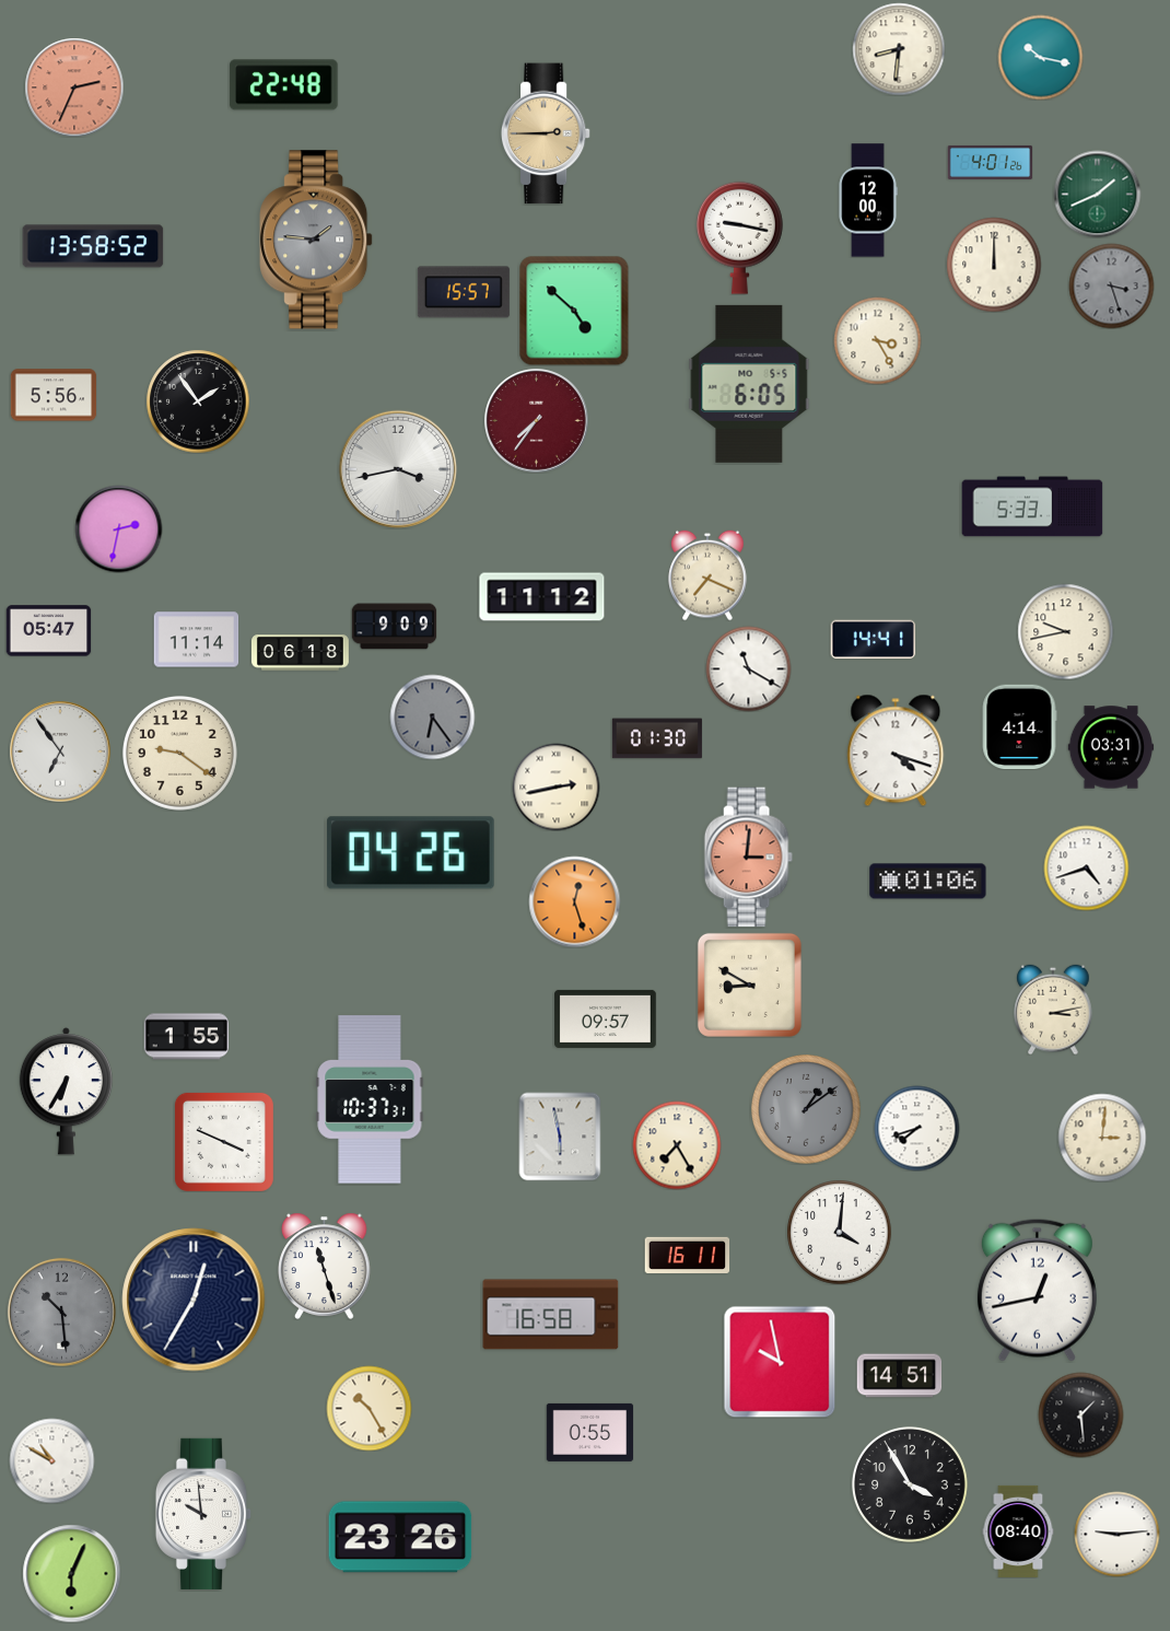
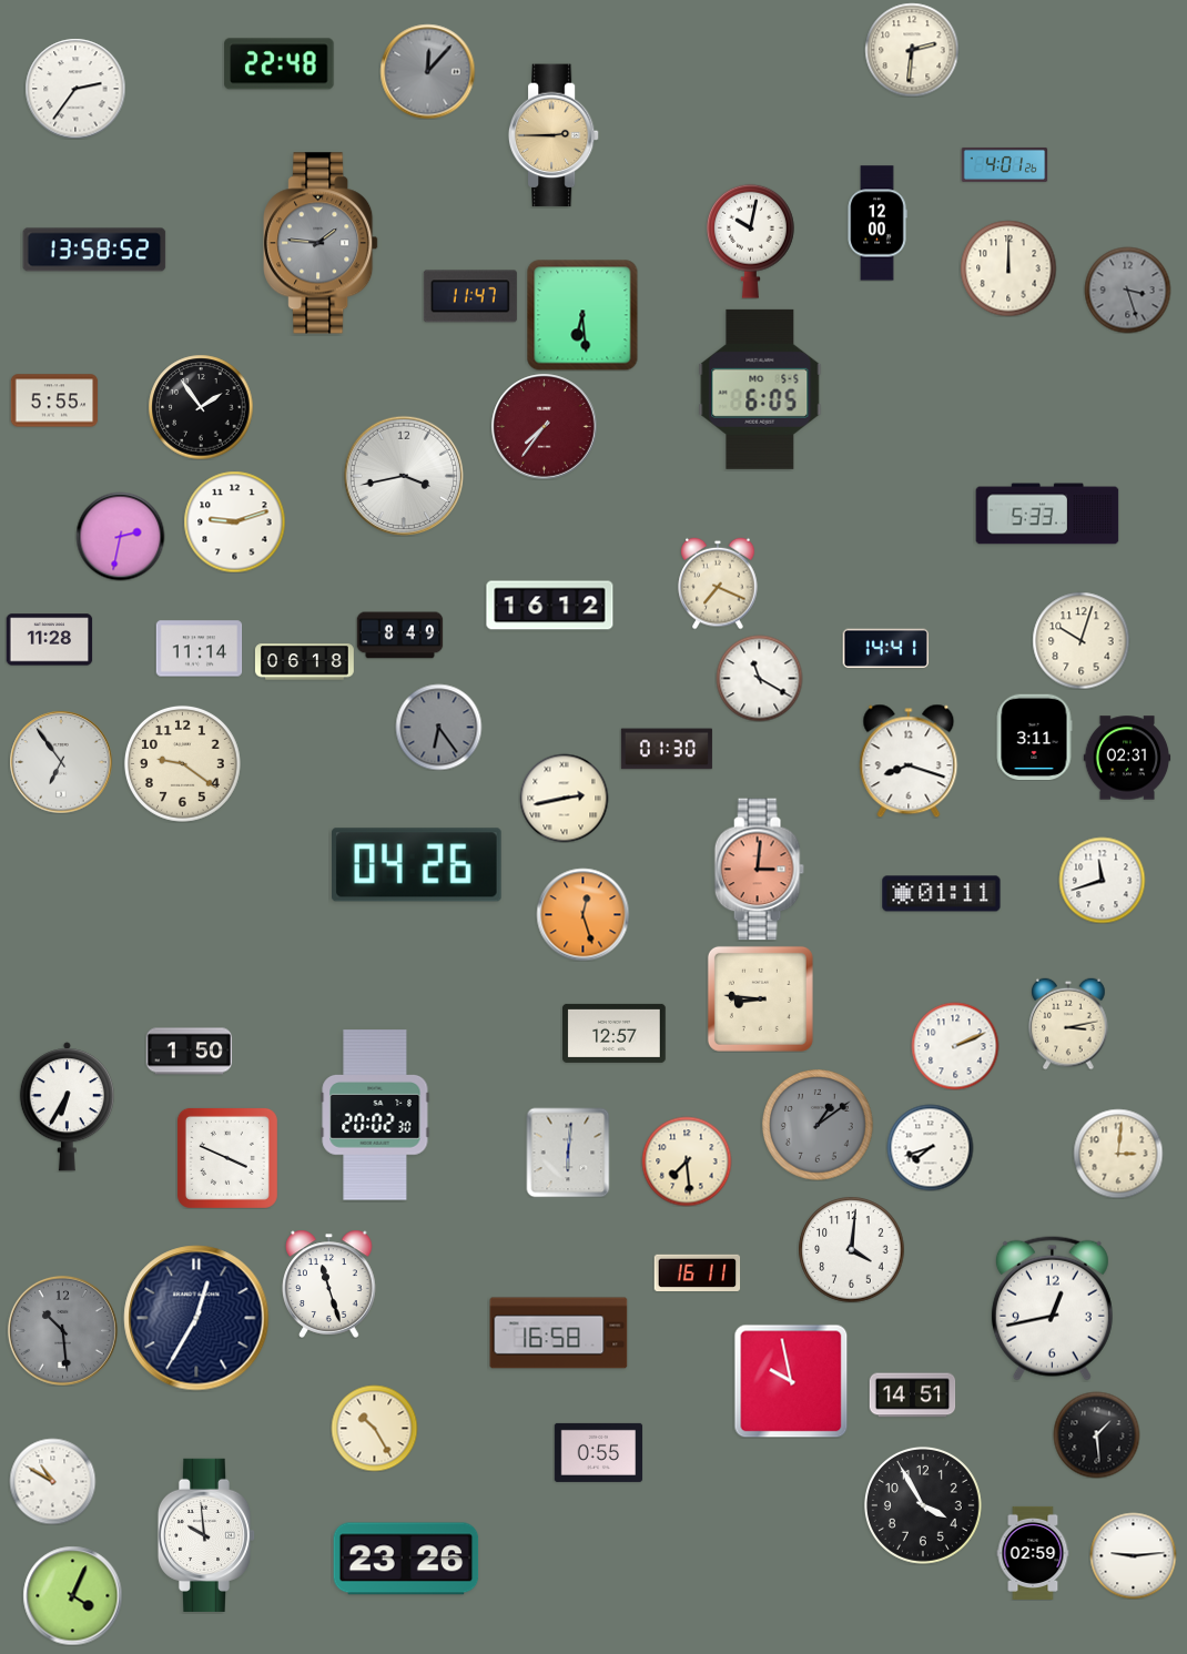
clock at (899, 49): 8:31 -> 2:31
clock at (1040, 57): 10:17 -> none
clock at (427, 71): none -> 12:07
clock at (284, 85) position: (284, 85) -> (280, 64)
clock at (74, 88): 2:34 -> 2:36
clock at (74, 88) dial: salmon -> white
clock at (1097, 194): 1:41 -> none
clock at (868, 200) position: (868, 200) -> (877, 223)
clock at (739, 237): 9:17 -> 10:02
clock at (464, 292): 15:57 -> 11:47
clock at (574, 311): 4:52 -> 6:29
clock at (877, 340): 3:25 -> none
clock at (54, 395): 5:56 -> 5:55
clock at (234, 521): none -> 9:12
clock at (542, 597): 11:12 -> 16:12
clock at (394, 627): 9:09 -> 8:49
clock at (48, 631): 05:47 -> 11:28
clock at (1065, 631): 9:43 -> 10:03
clock at (1019, 726): 4:14 -> 3:11
clock at (1111, 747): 03:31 -> 02:31
clock at (896, 750): 4:18 -> 8:18
clock at (1086, 867): 4:42 -> 11:42
clock at (928, 882): 01:06 -> 01:11
clock at (749, 985): 8:50 -> 8:46
clock at (606, 1018): 09:57 -> 12:57
clock at (955, 1046): none -> 2:11
clock at (186, 1037): 1:55 -> 1:50
clock at (370, 1099): 10:37 -> 20:02
clock at (916, 1128) position: (916, 1128) -> (930, 1147)
clock at (560, 1137): 5:58 -> 6:01
clock at (677, 1145): 7:25 -> 7:29
clock at (1018, 1531): 08:40 -> 02:59
clock at (71, 1573): 6:04 -> 4:04
